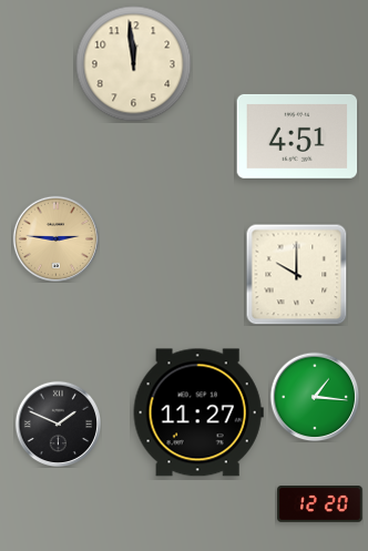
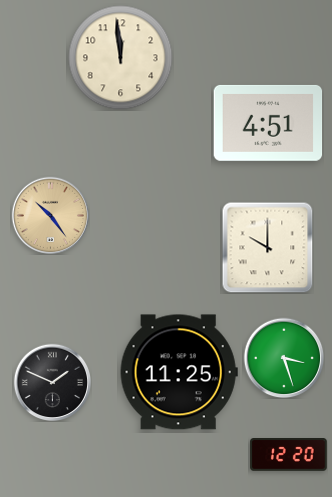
clock at (55, 238): 2:46 -> 10:24
clock at (315, 397): 1:16 -> 3:27
clock at (198, 412): 11:27 -> 11:25
